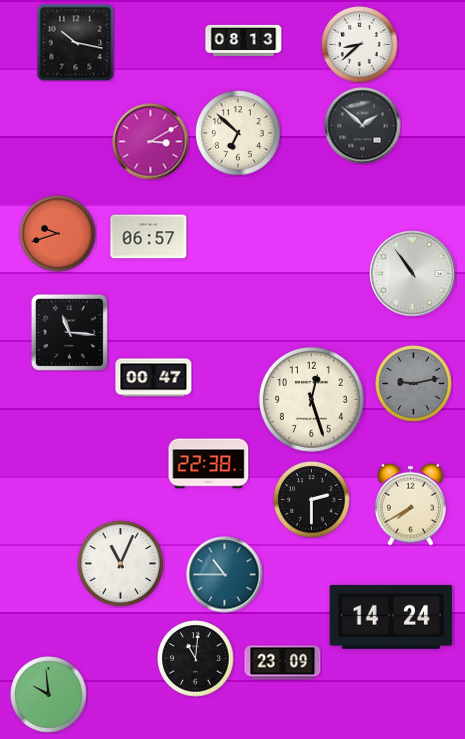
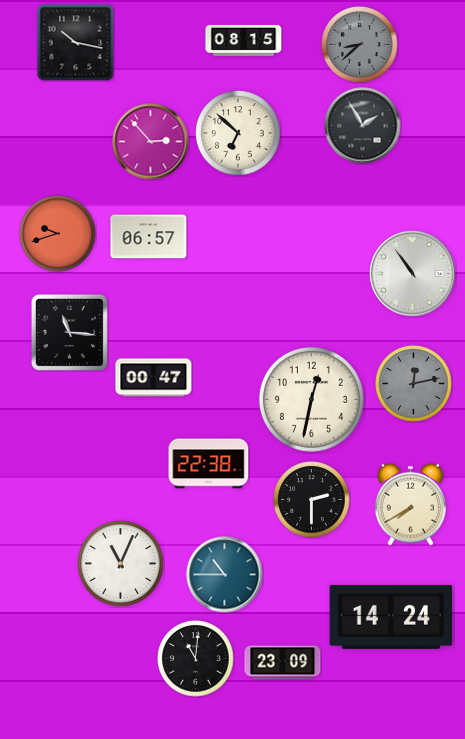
clock at (244, 40): 08:13 -> 08:15
clock at (360, 45) dial: white -> grey
clock at (363, 126): 1:52 -> 1:55
clock at (151, 142): 3:10 -> 2:53
clock at (414, 384): 9:13 -> 12:13
clock at (311, 399): 12:27 -> 12:32
clock at (49, 695): 9:59 -> none
